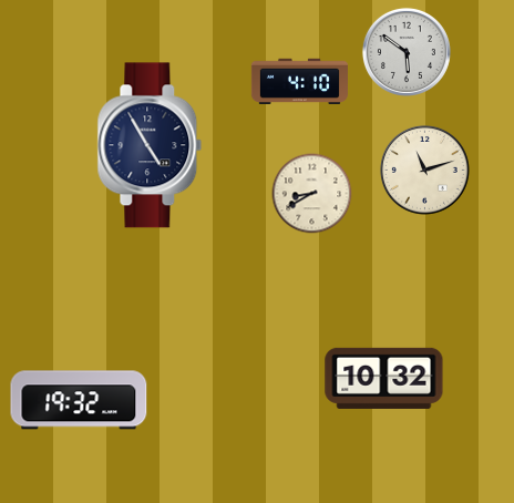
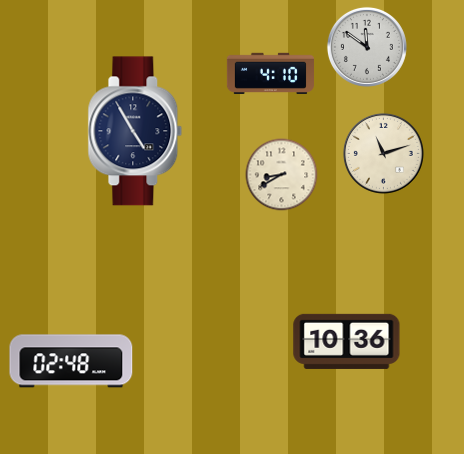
clock at (407, 52): 5:51 -> 11:51
clock at (384, 378): 10:32 -> 10:36
clock at (79, 400): 19:32 -> 02:48
